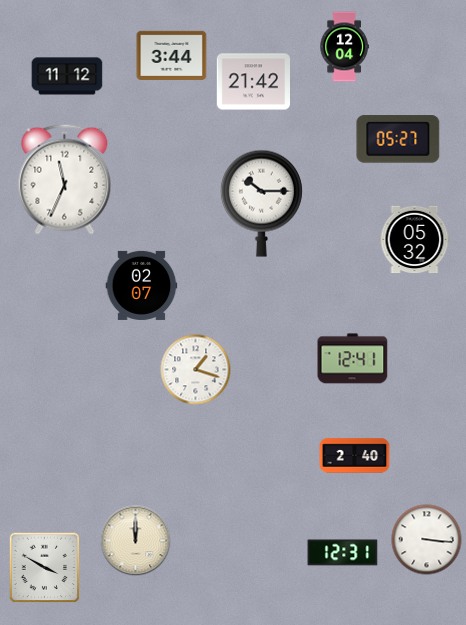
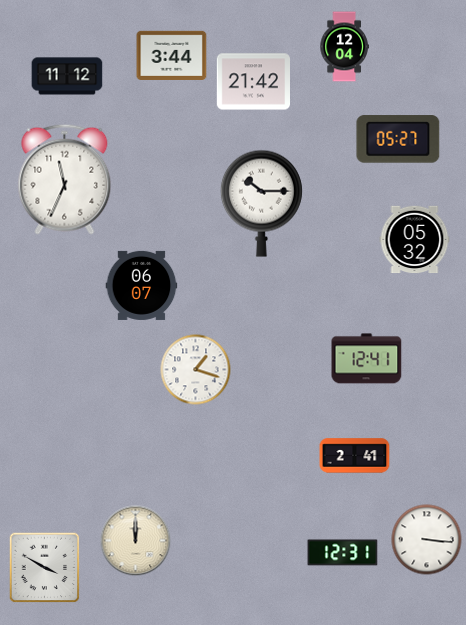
clock at (142, 285): 02:07 -> 06:07
clock at (353, 359) position: (353, 359) -> (367, 359)
clock at (355, 456): 2:40 -> 2:41
